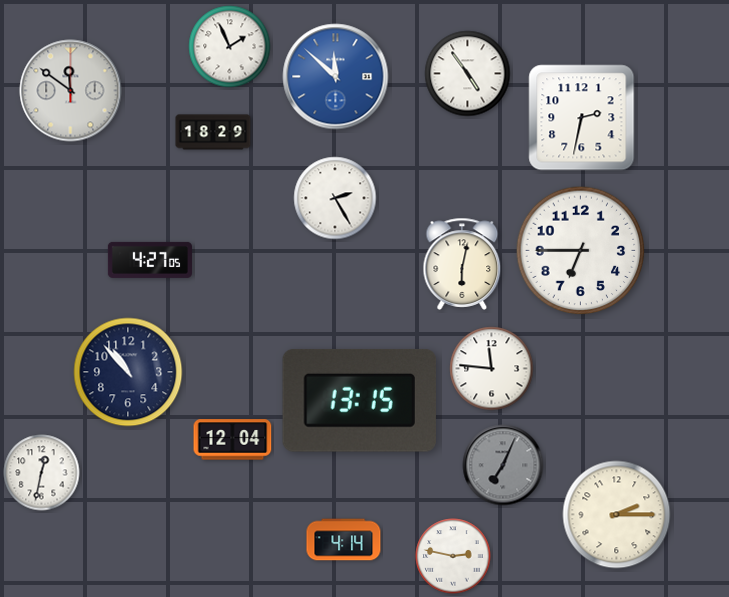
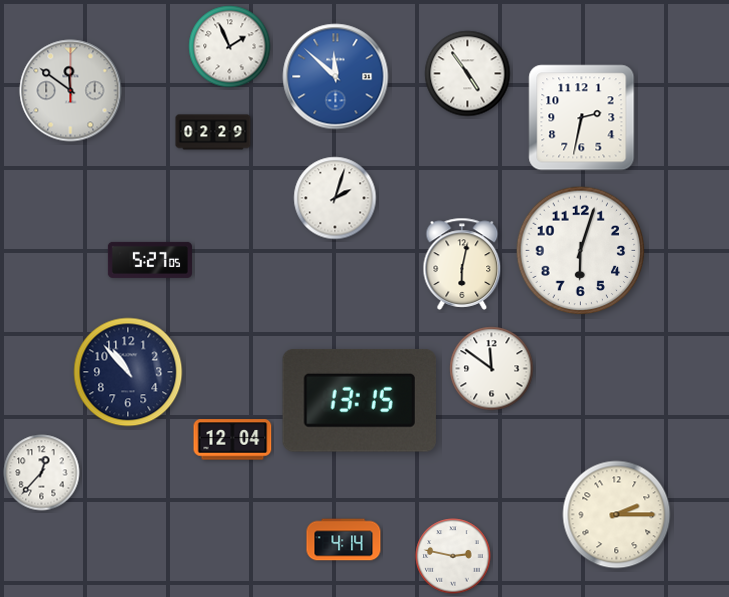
clock at (213, 132): 18:29 -> 02:29
clock at (335, 198): 2:25 -> 2:03
clock at (581, 251): 6:45 -> 6:03
clock at (150, 260): 4:27 -> 5:27
clock at (492, 369): 11:46 -> 11:51
clock at (503, 465): 7:04 -> none
clock at (42, 473): 12:32 -> 12:37
